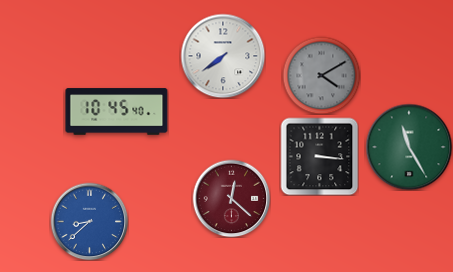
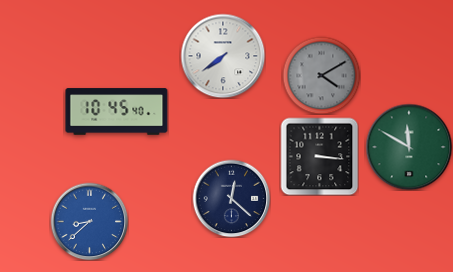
clock at (409, 147): 11:25 -> 11:50
clock at (231, 198) dial: burgundy -> navy
